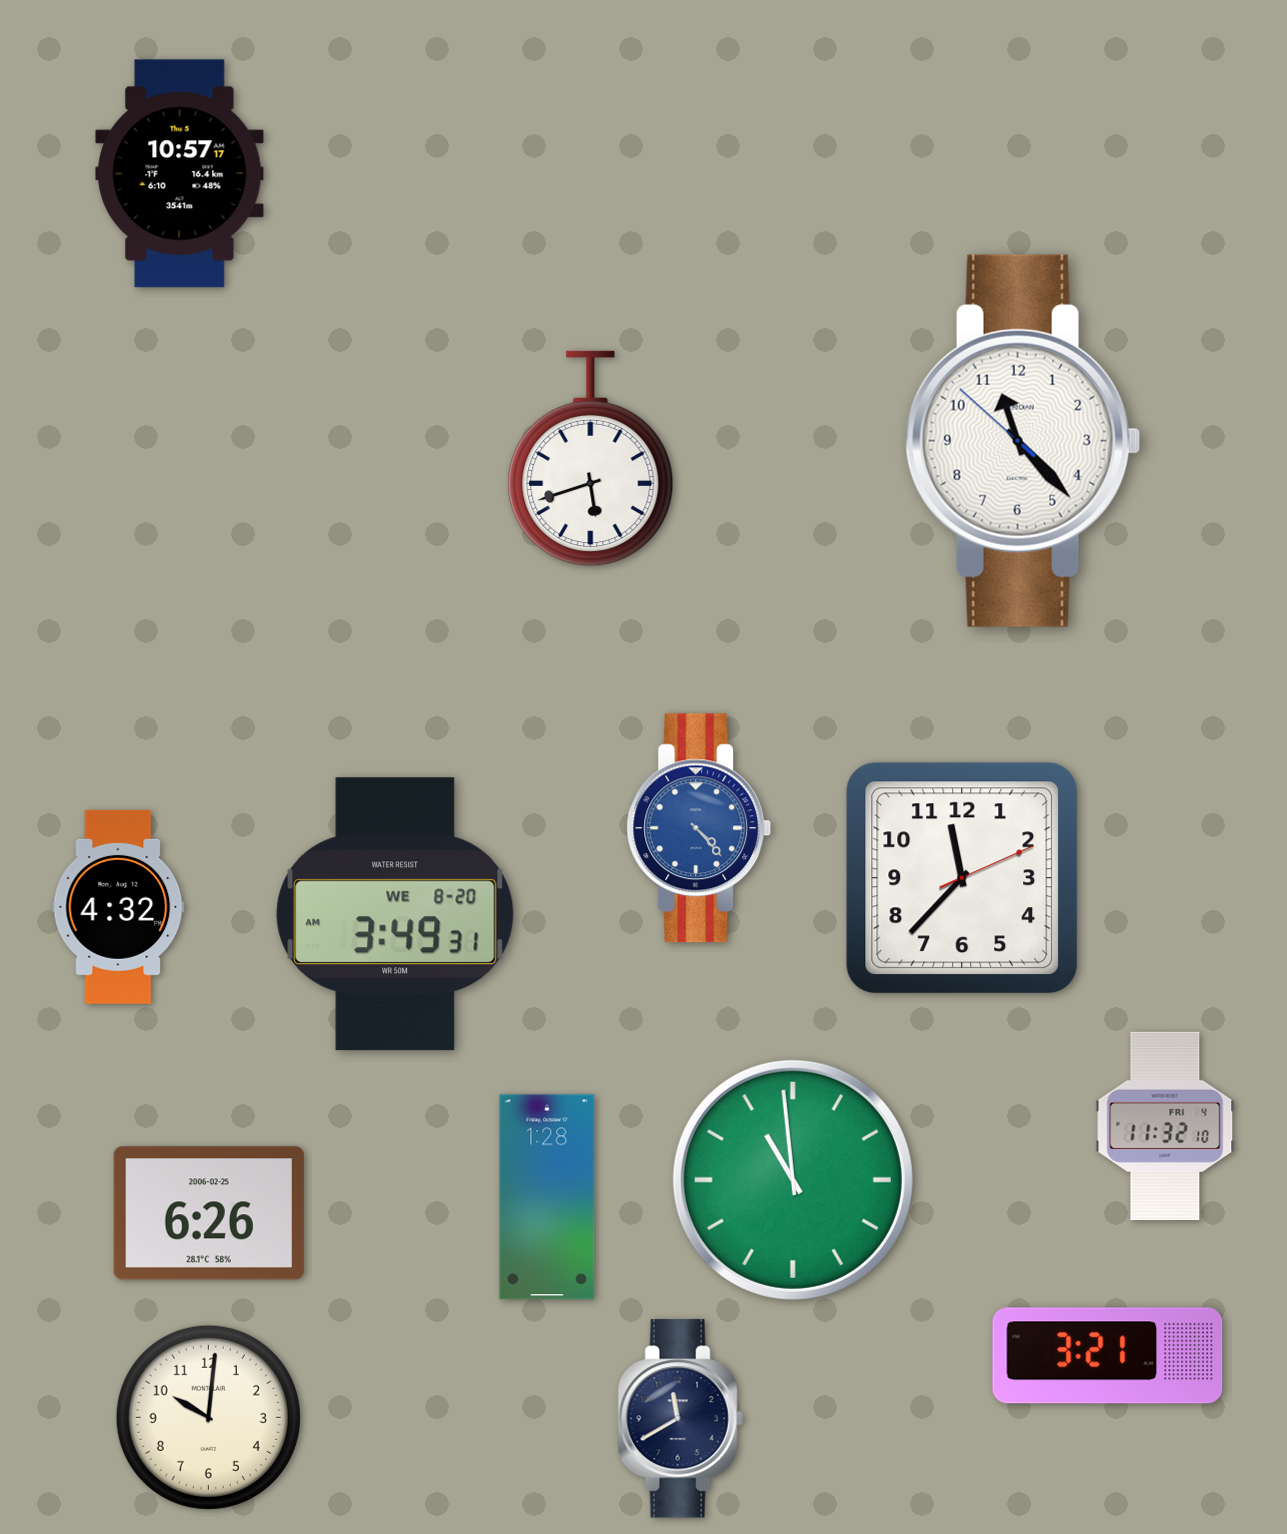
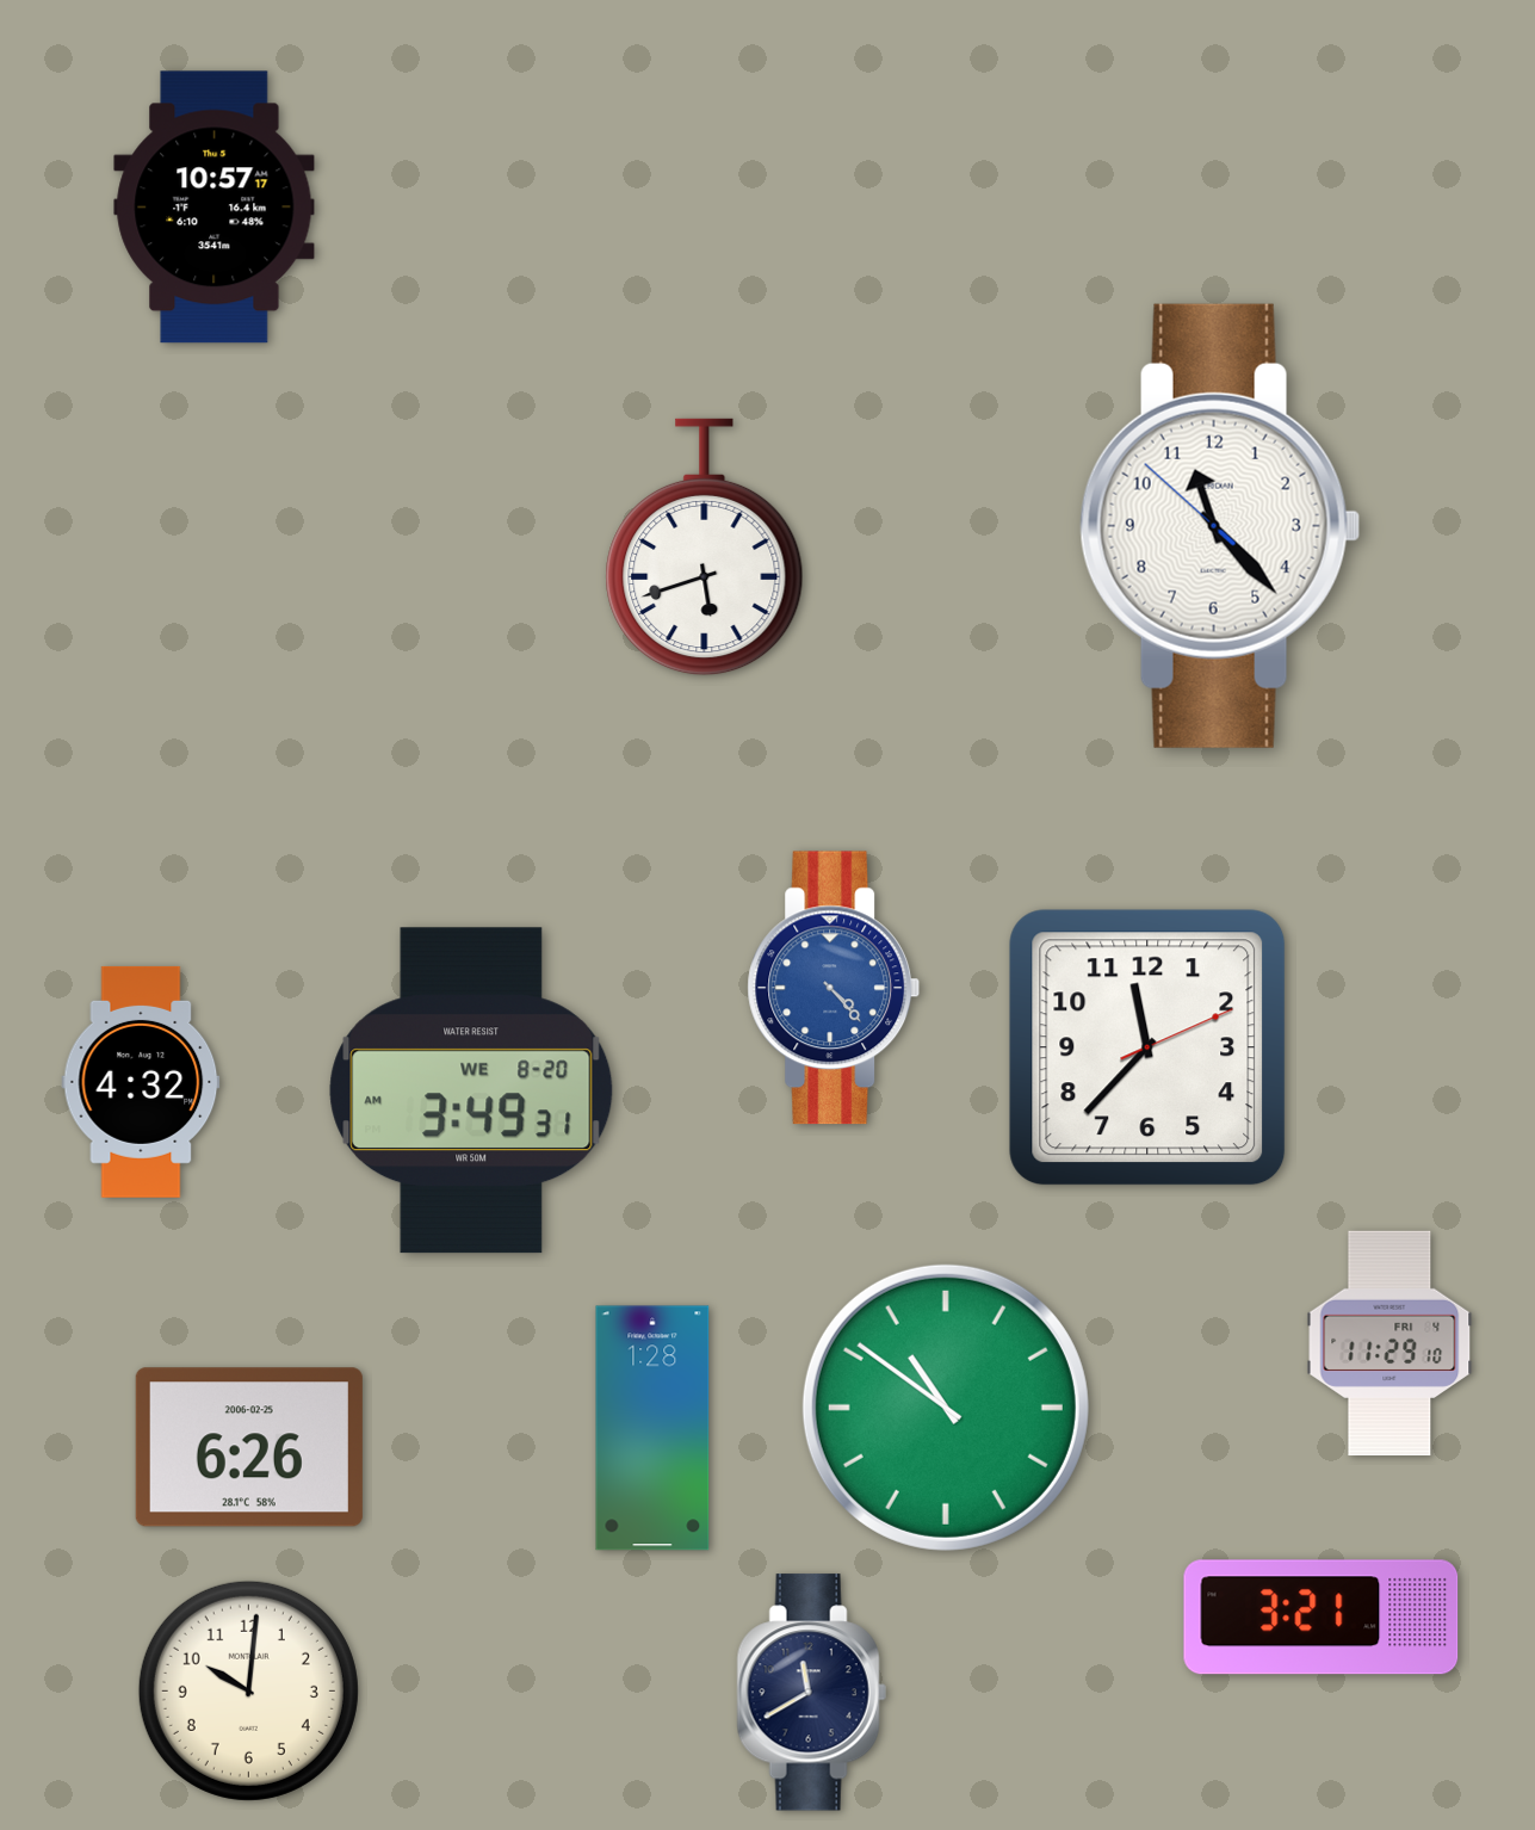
clock at (1165, 1126): 11:32 -> 11:29
clock at (793, 1180): 10:59 -> 10:51
